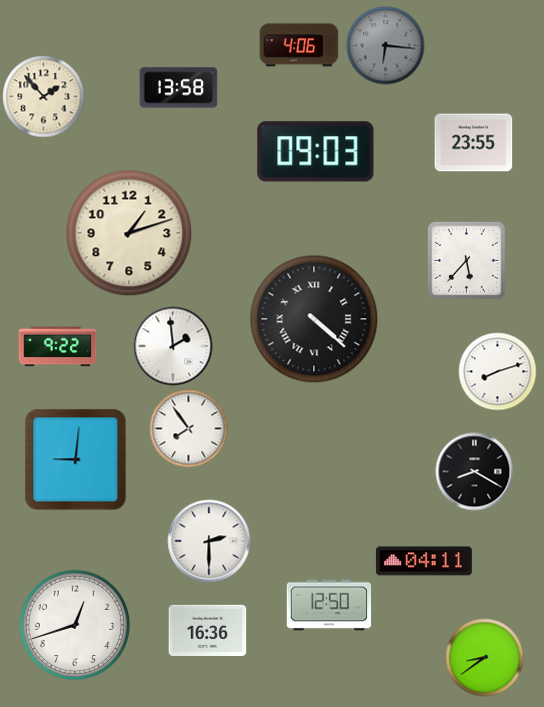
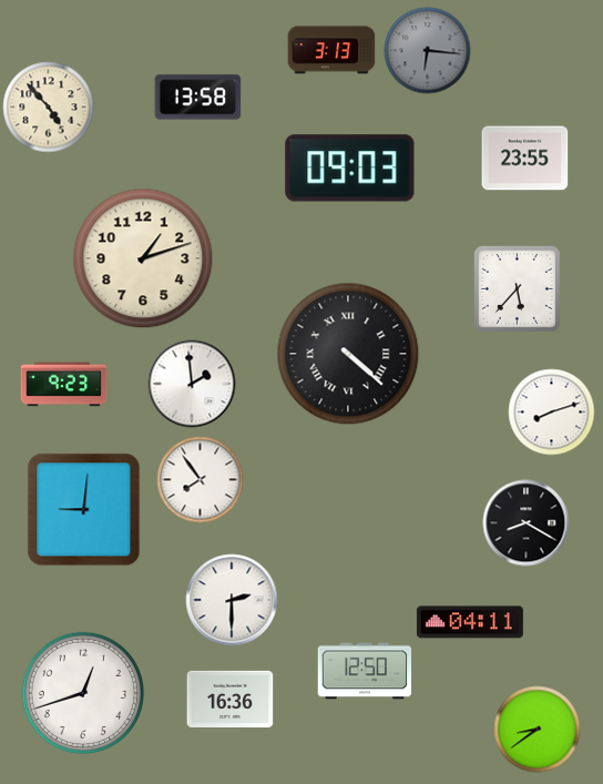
clock at (299, 45): 4:06 -> 3:13
clock at (43, 96): 1:53 -> 4:53
clock at (57, 347): 9:22 -> 9:23
clock at (188, 428) position: (188, 428) -> (200, 479)
